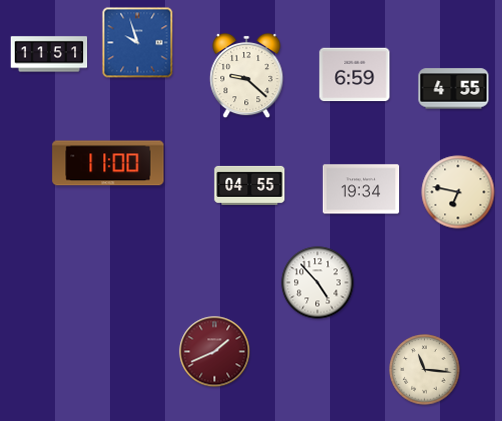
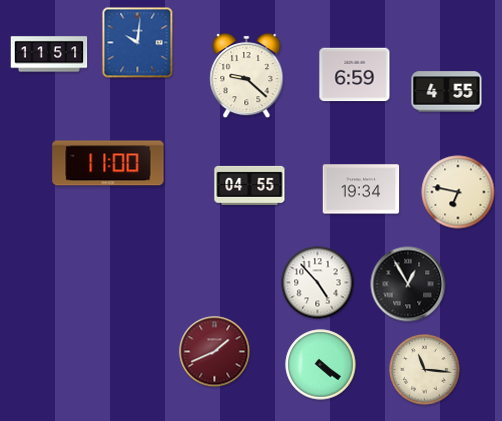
clock at (138, 43): 9:57 -> 10:01
clock at (454, 89) position: (454, 89) -> (447, 92)
clock at (408, 284): none -> 12:55
clock at (321, 365): none -> 4:21
